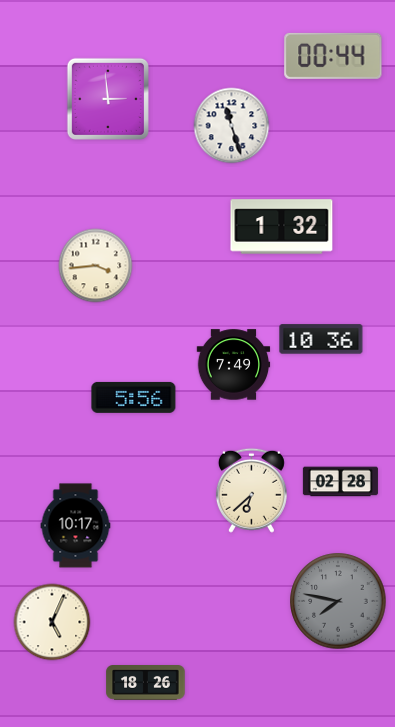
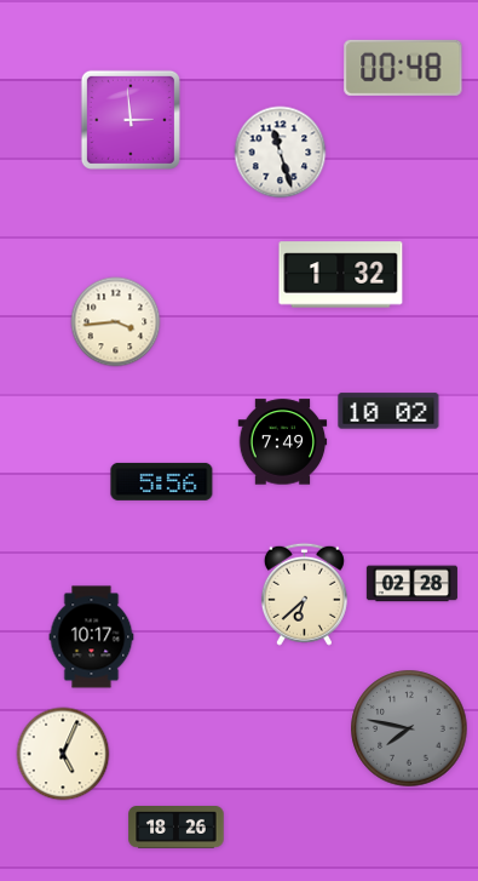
clock at (333, 56): 00:44 -> 00:48
clock at (321, 339): 10:36 -> 10:02
